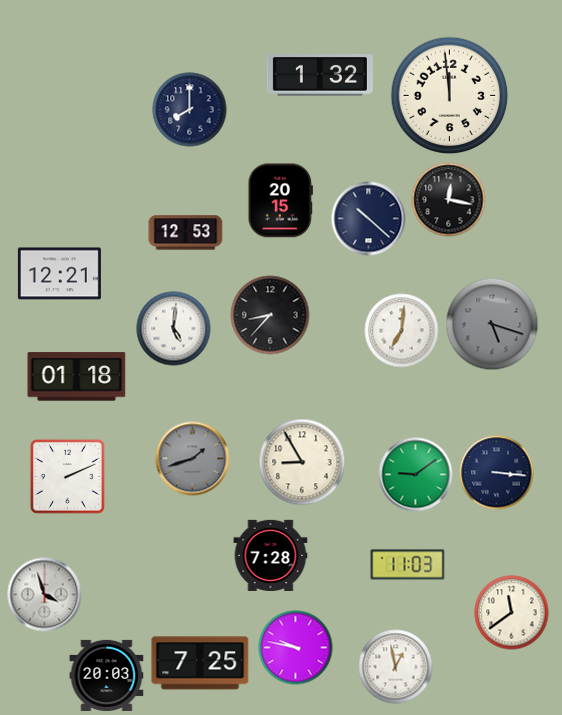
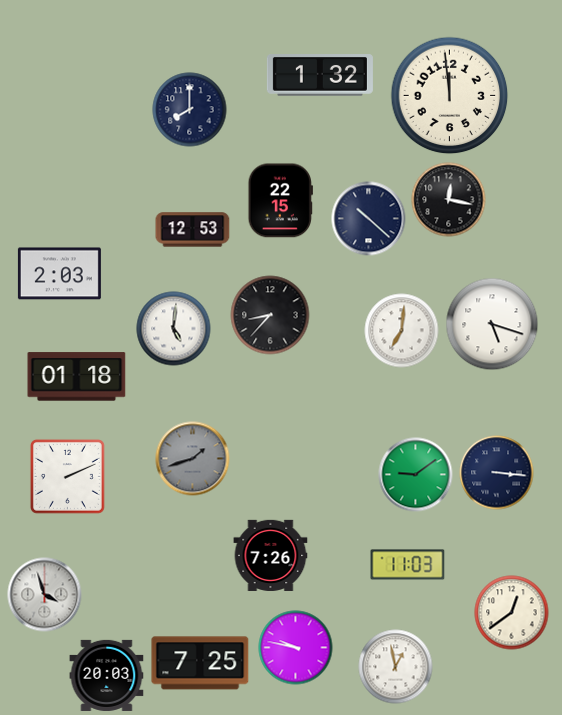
clock at (280, 201): 20:15 -> 22:15
clock at (186, 233) position: (186, 233) -> (193, 230)
clock at (59, 274): 12:21 -> 2:03
clock at (492, 324) dial: grey -> white
clock at (302, 462): 8:55 -> none
clock at (271, 555): 7:28 -> 7:26
clock at (512, 613): 11:39 -> 12:39
